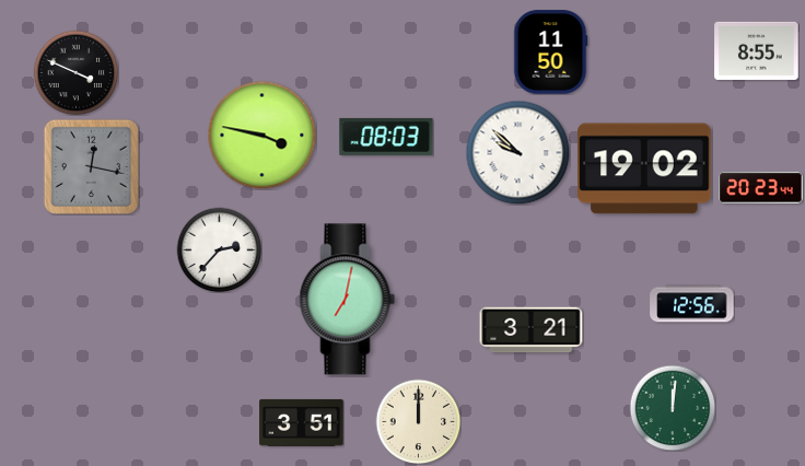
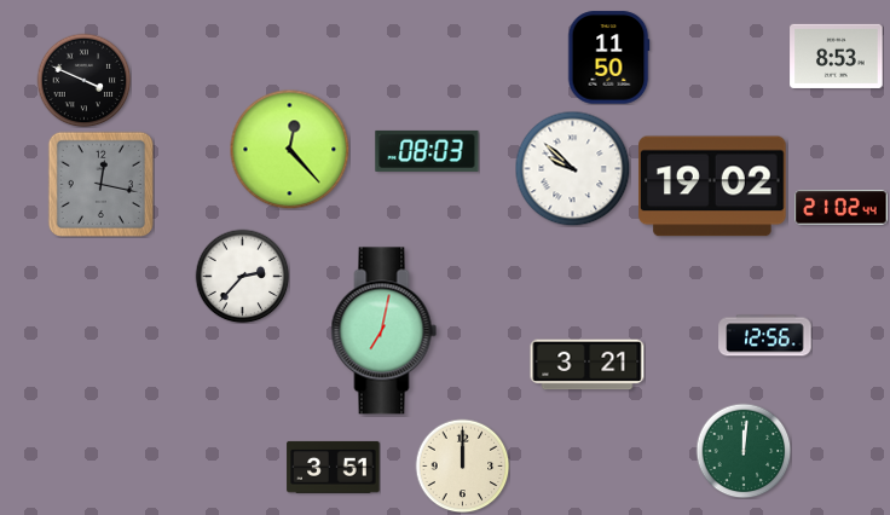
clock at (757, 50): 8:55 -> 8:53
clock at (262, 136): 3:47 -> 12:23
clock at (761, 188): 20:23 -> 21:02
